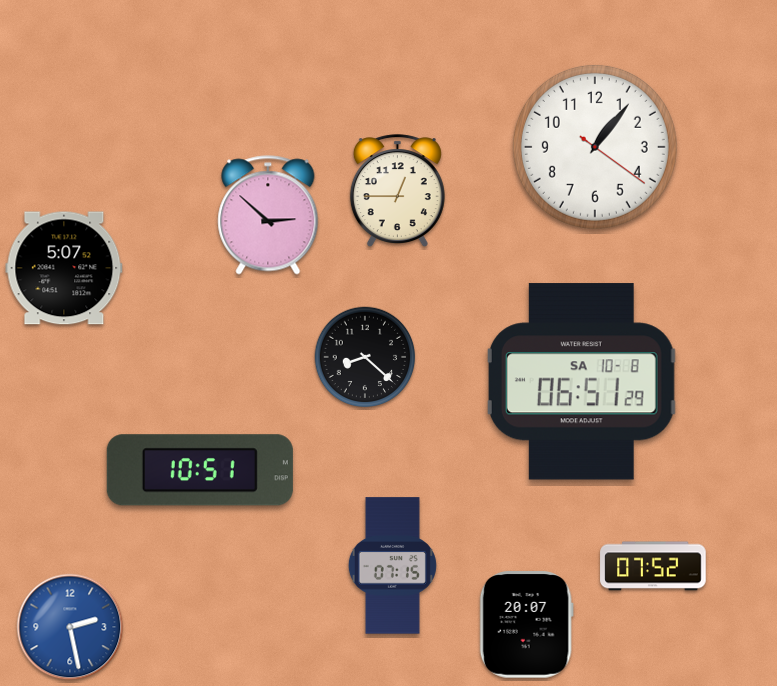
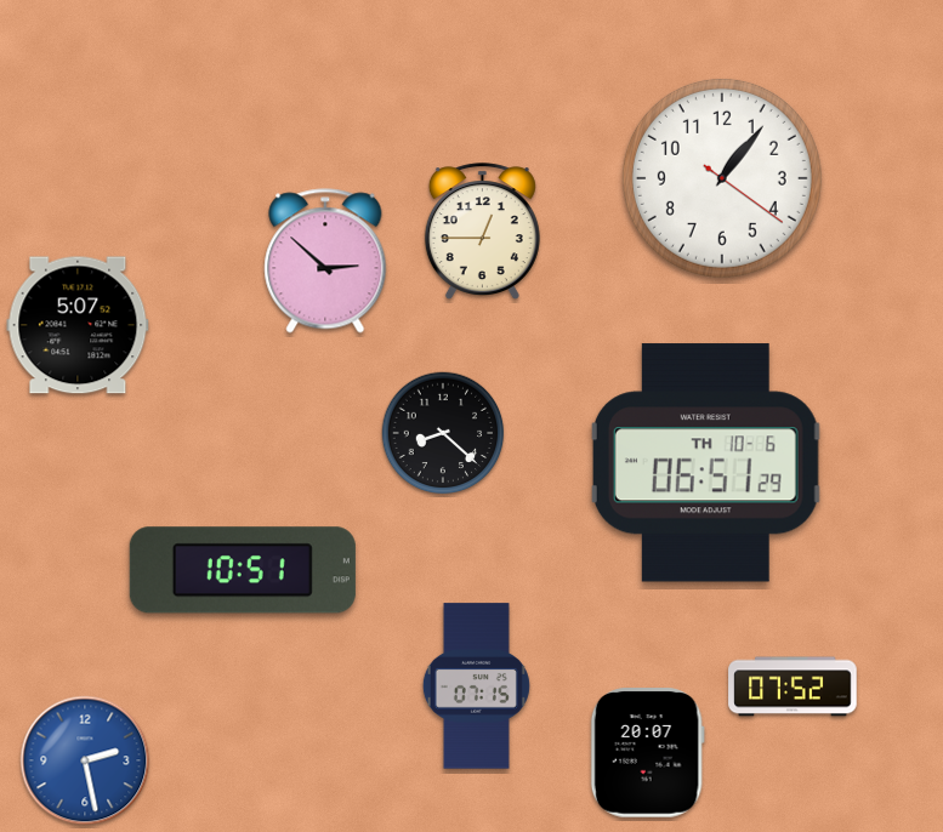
clock at (581, 382) date: SA 10-8 -> TH 10-6
clock at (526, 625) position: (526, 625) -> (647, 753)
